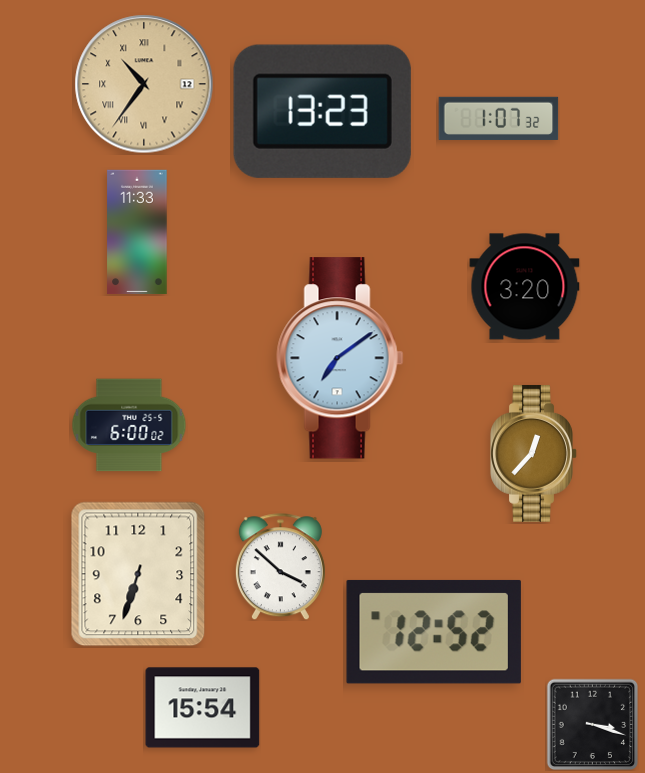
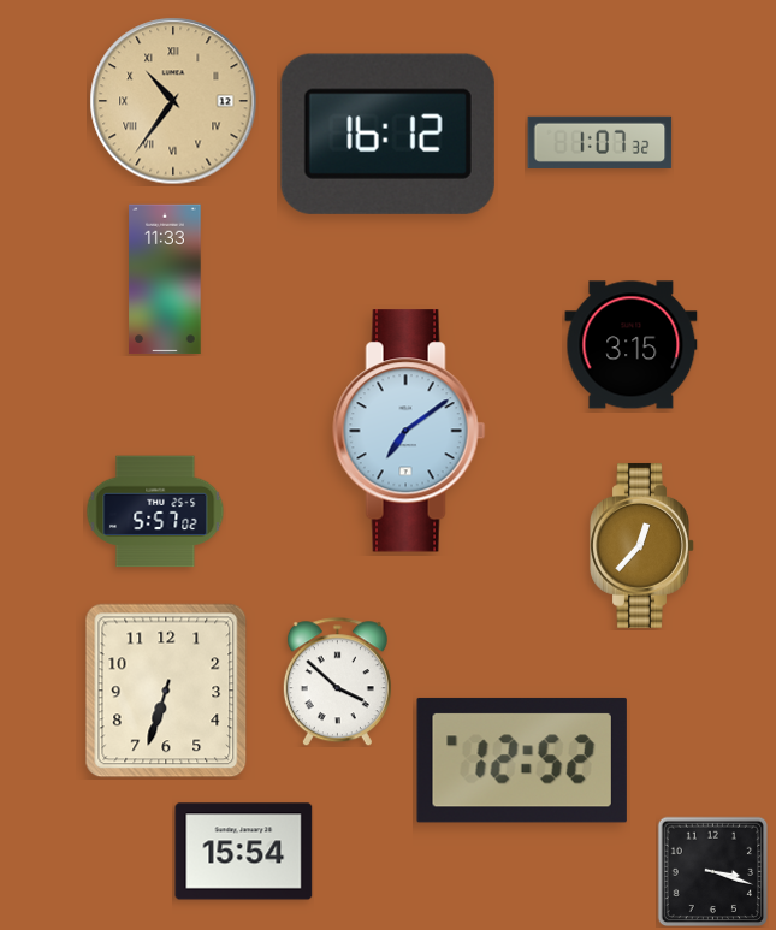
clock at (322, 111): 13:23 -> 16:12
clock at (525, 287): 3:20 -> 3:15
clock at (129, 425): 6:00 -> 5:57
